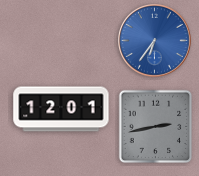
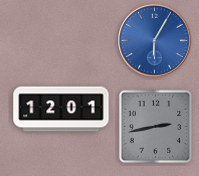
clock at (155, 41): 6:36 -> 6:05
